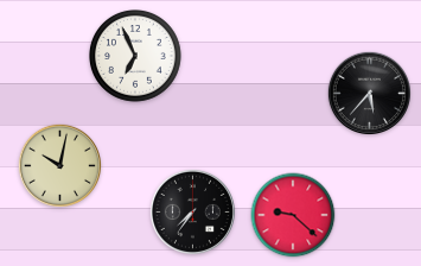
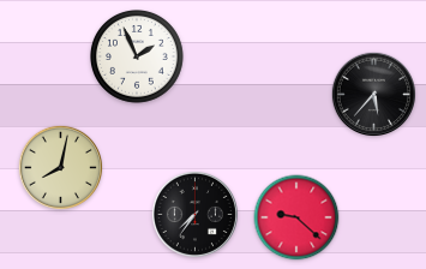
clock at (136, 57): 6:56 -> 1:56
clock at (59, 165): 10:02 -> 8:02
